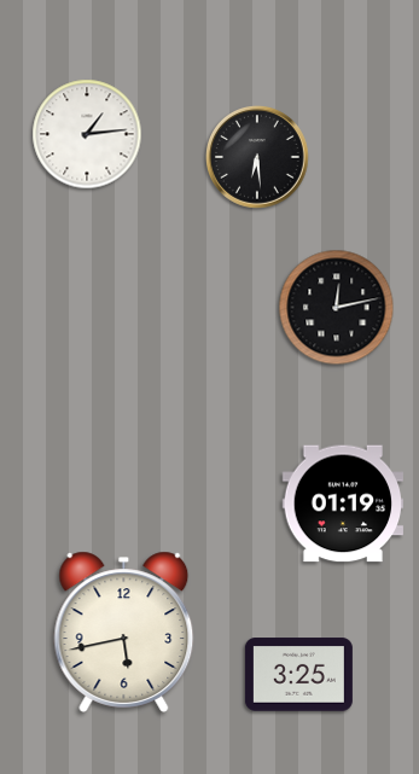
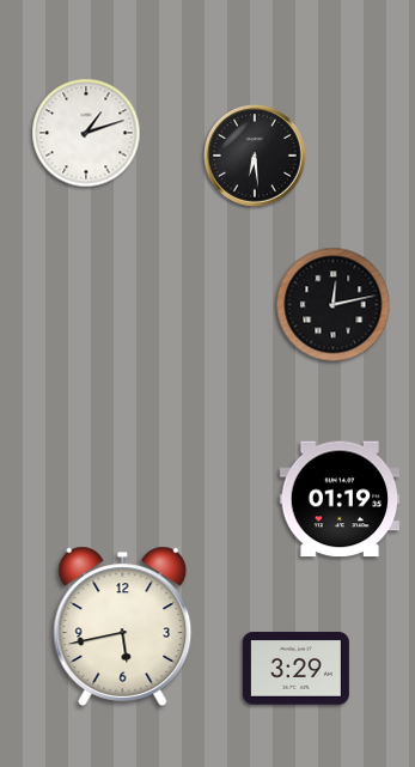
clock at (87, 134): 1:14 -> 1:12
clock at (298, 675): 3:25 -> 3:29
